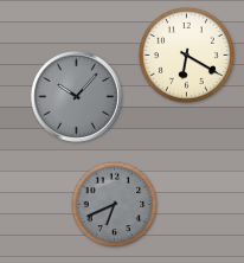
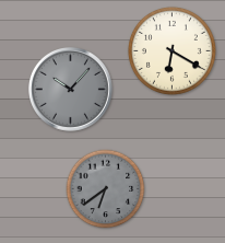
clock at (115, 205): 6:41 -> 6:39
